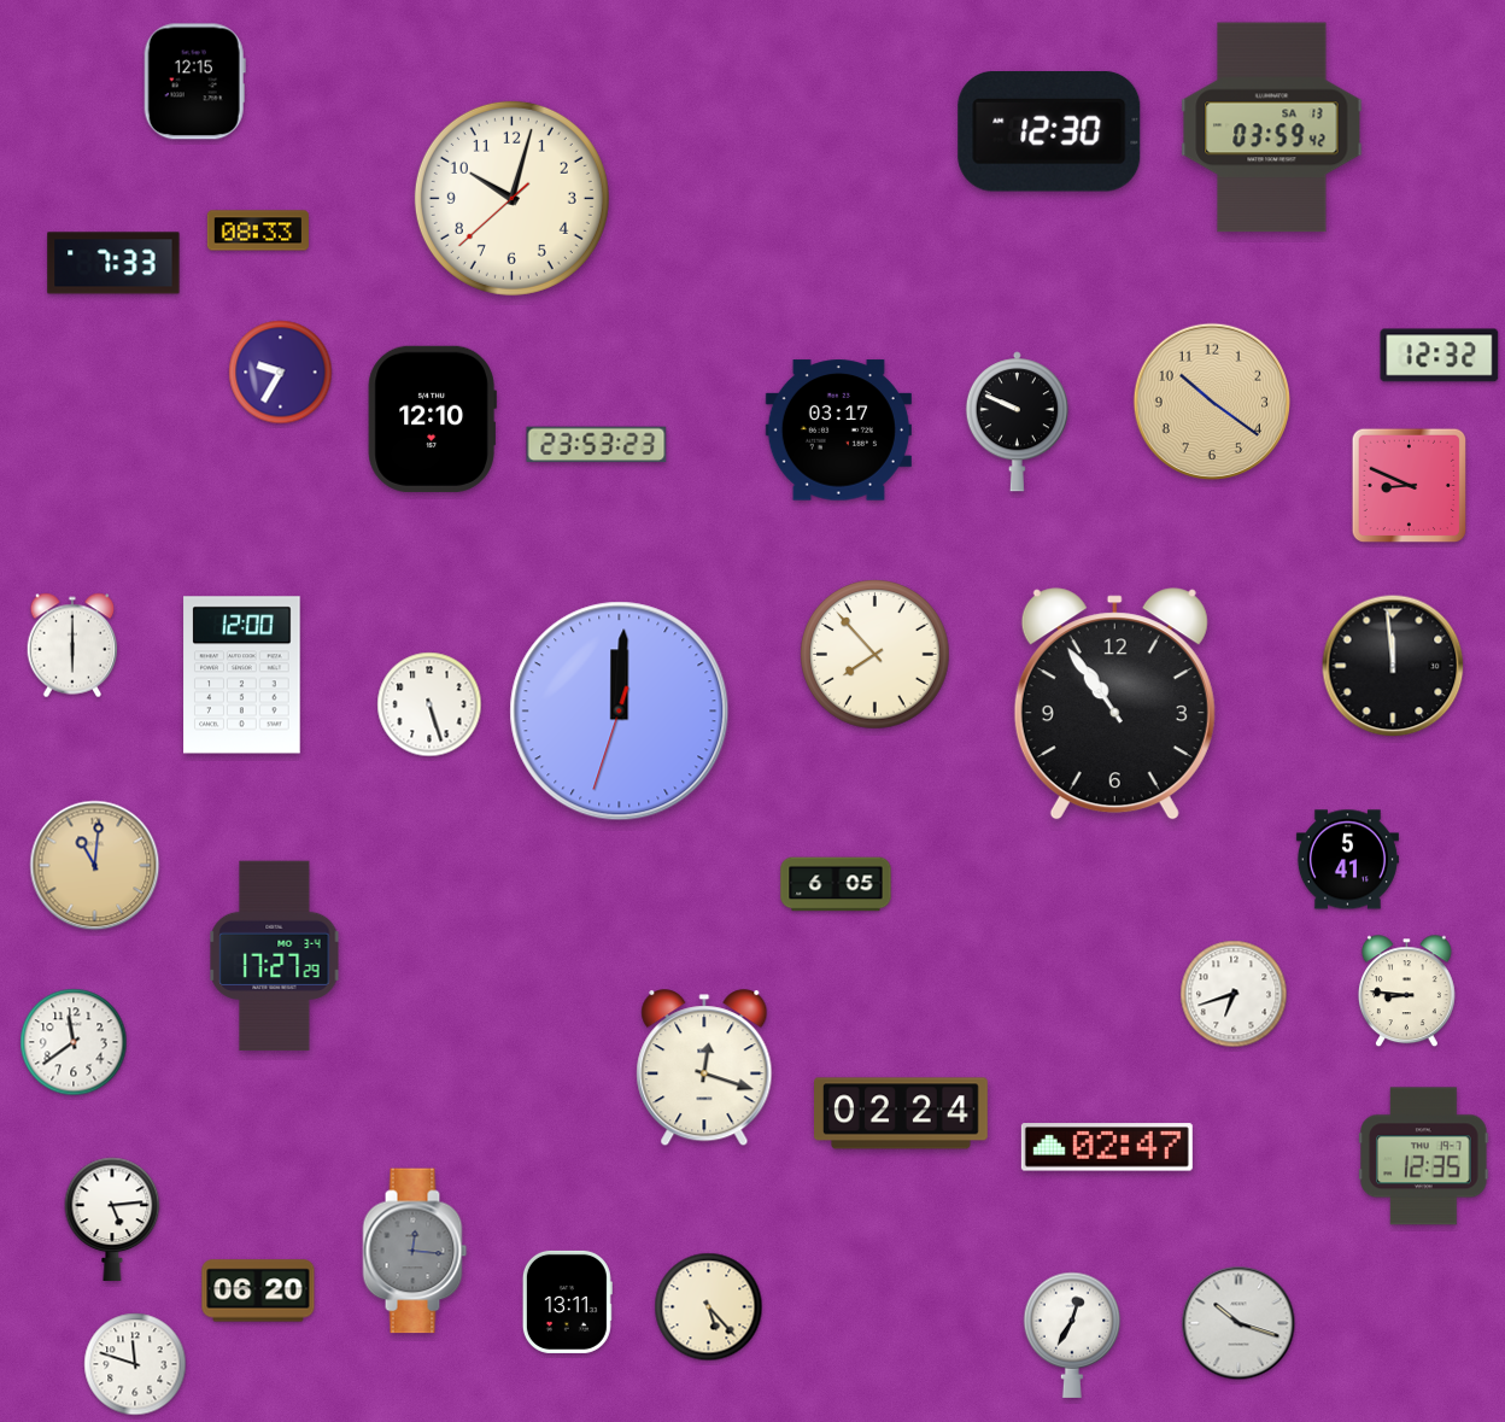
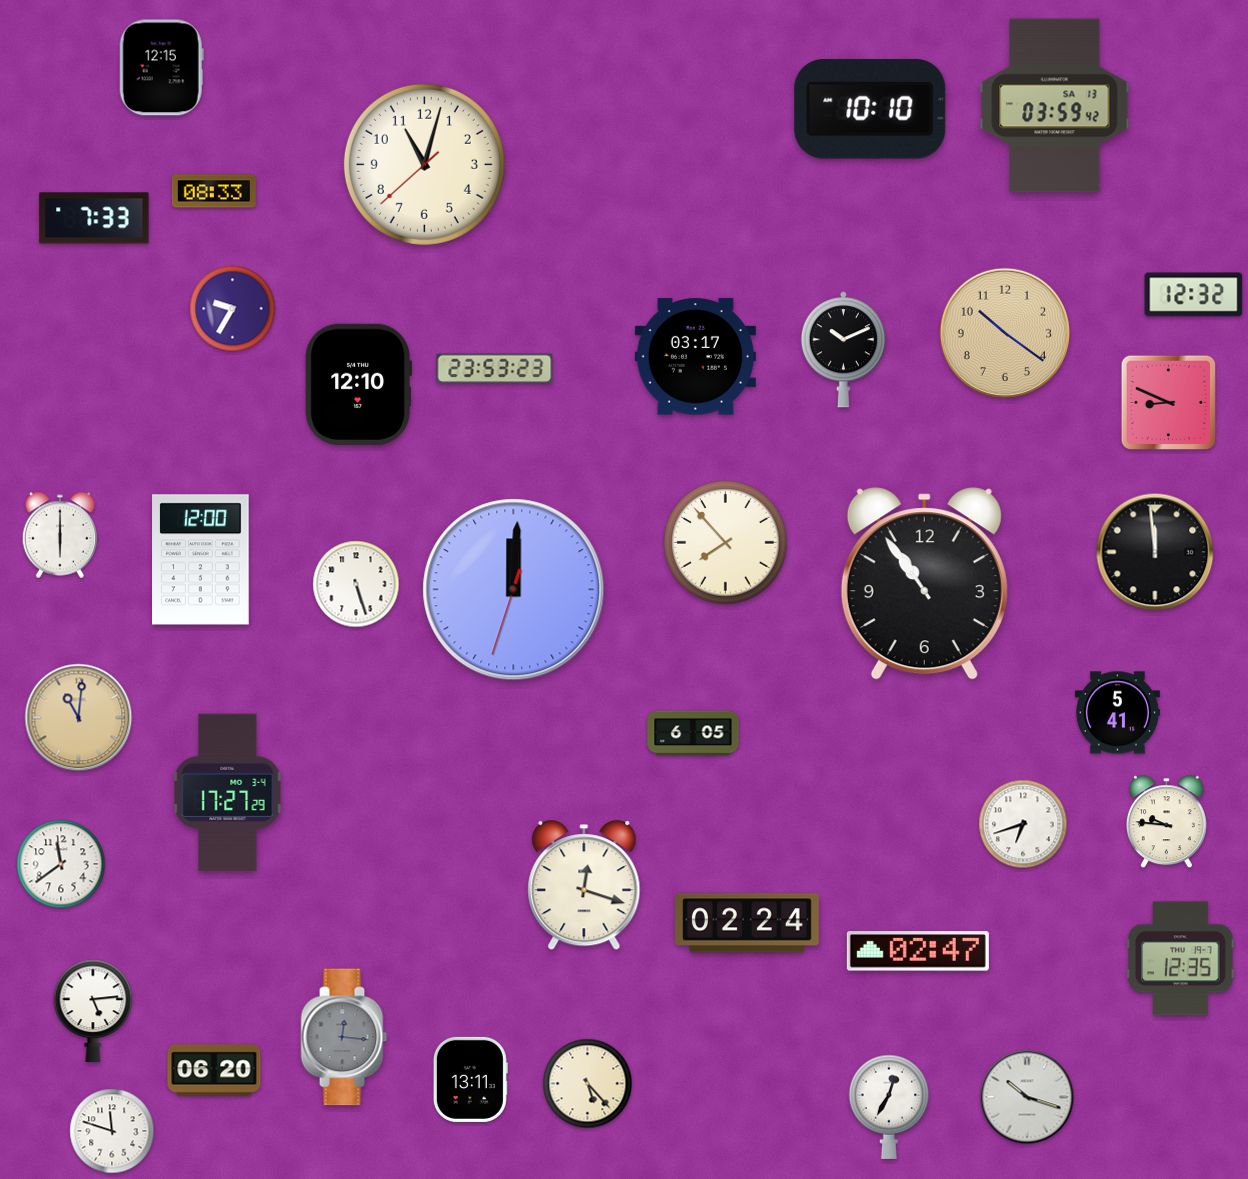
clock at (1049, 133): 12:30 -> 10:10
clock at (511, 198): 10:02 -> 11:02
clock at (432, 419) position: (432, 419) -> (358, 384)
clock at (1017, 422): 9:49 -> 10:11
clock at (1406, 991): 8:46 -> 9:46
